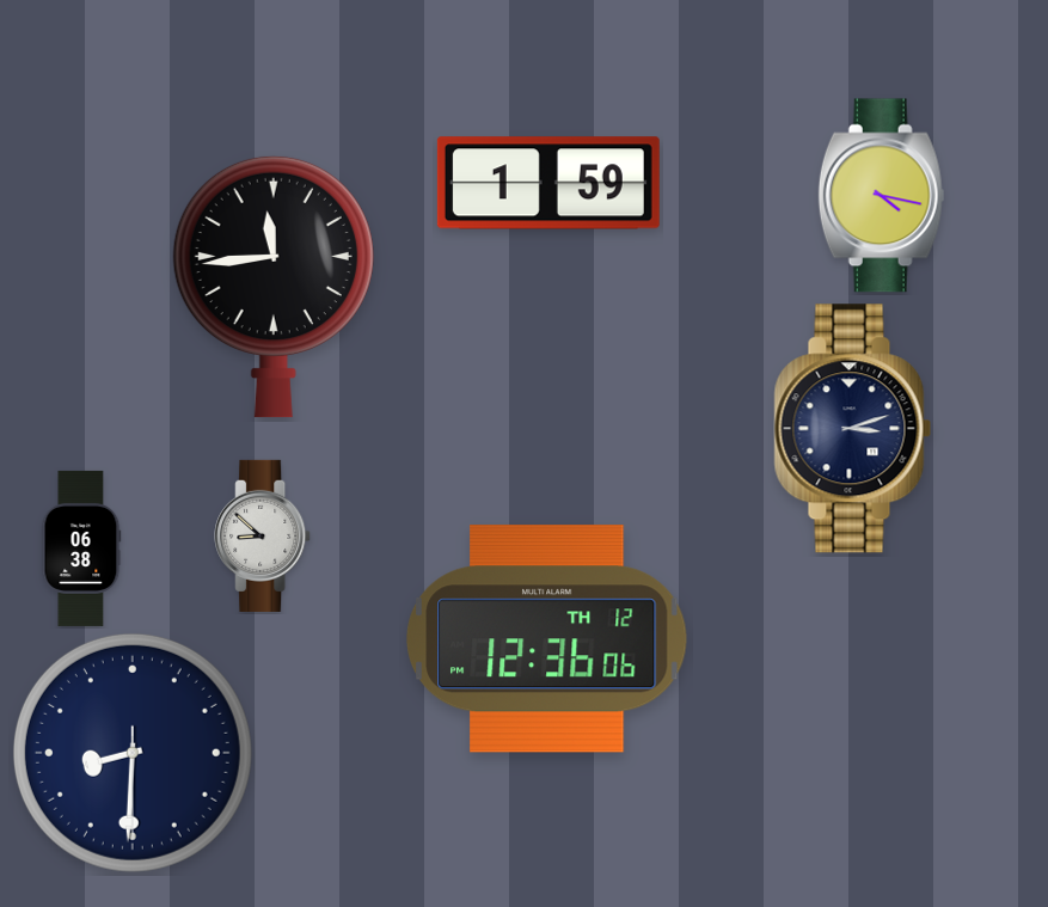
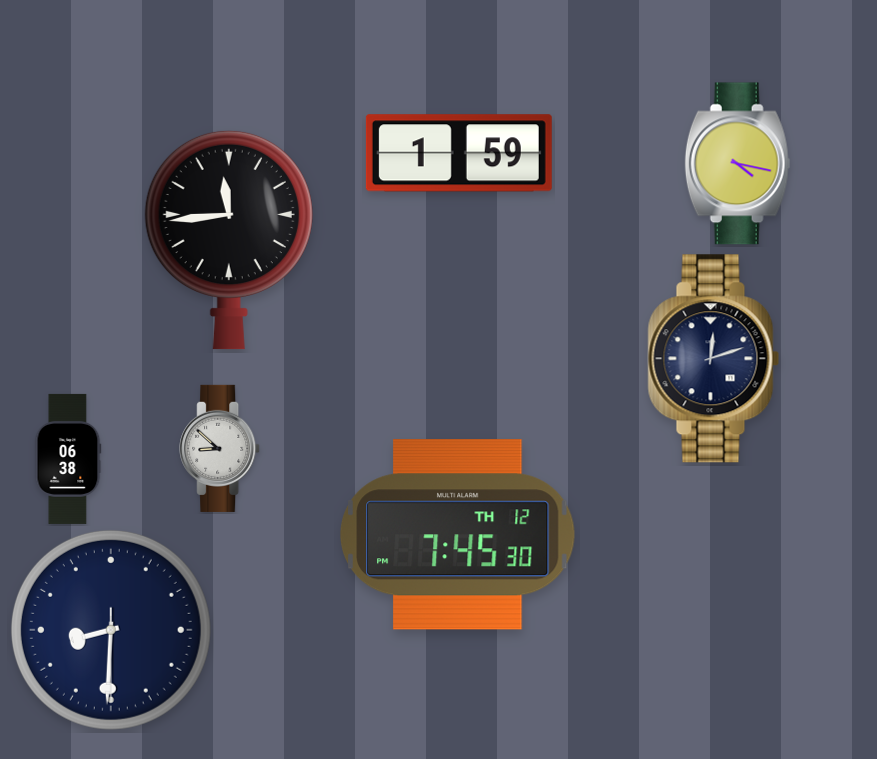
clock at (853, 429): 3:12 -> 12:12
clock at (547, 639): 12:36 -> 7:45
